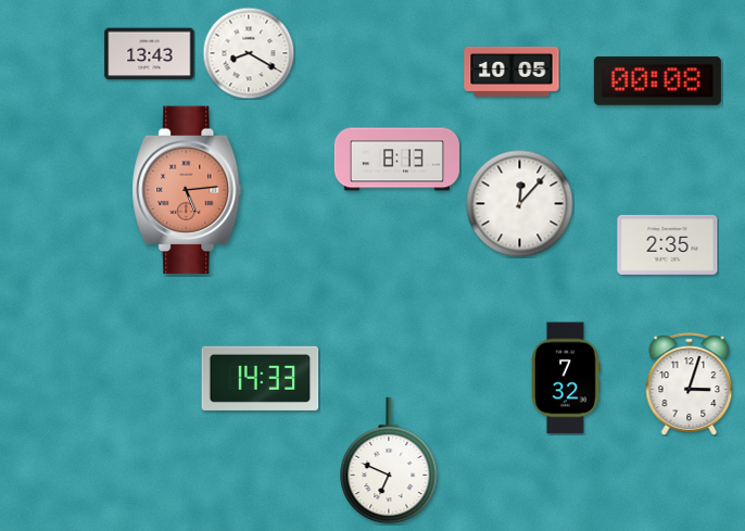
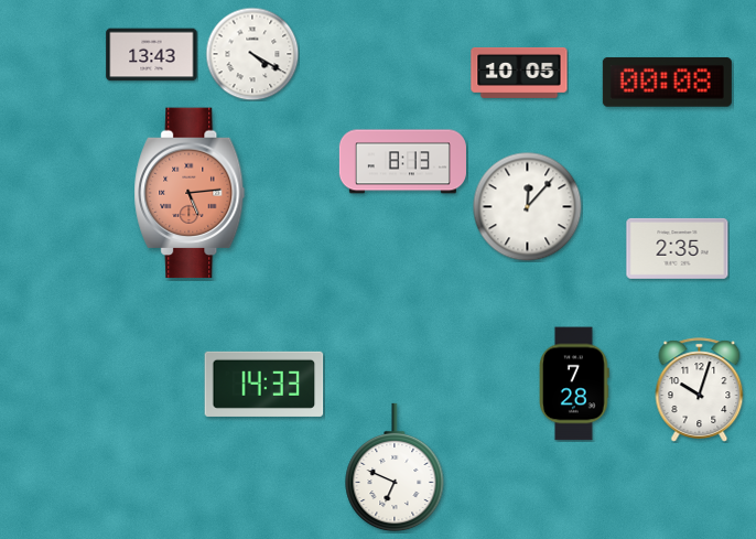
clock at (249, 53): 8:20 -> 4:20
clock at (567, 378): 7:32 -> 7:28
clock at (690, 384): 3:03 -> 10:03
